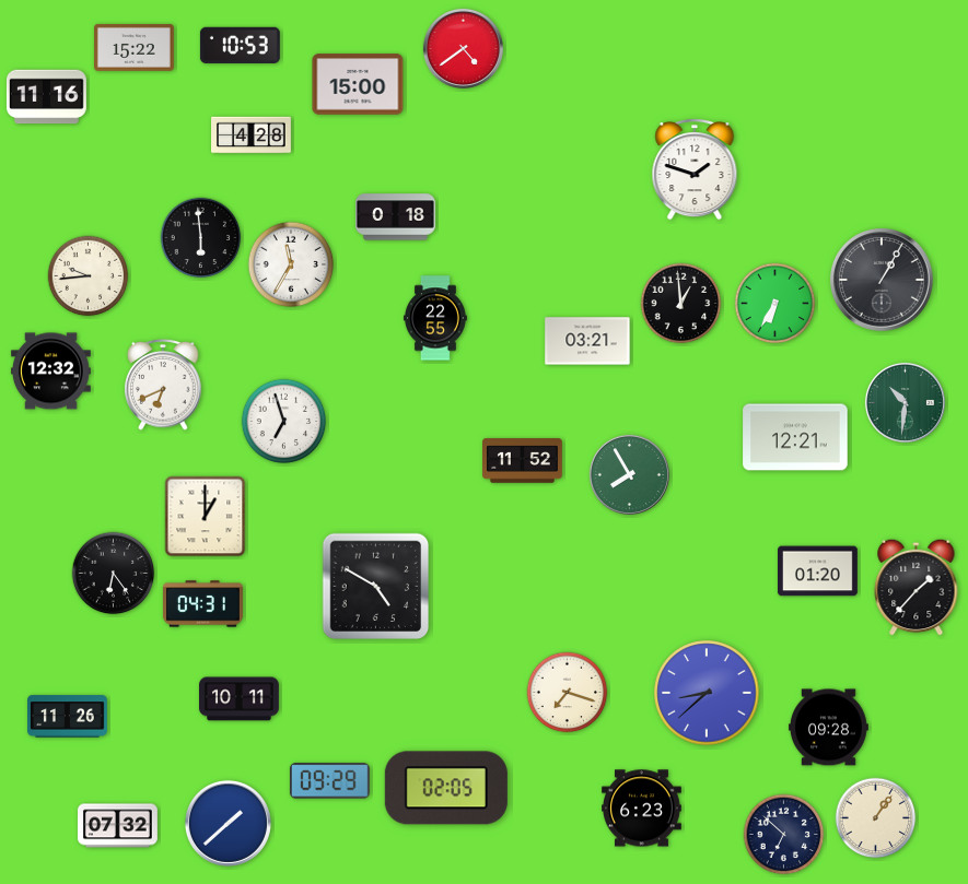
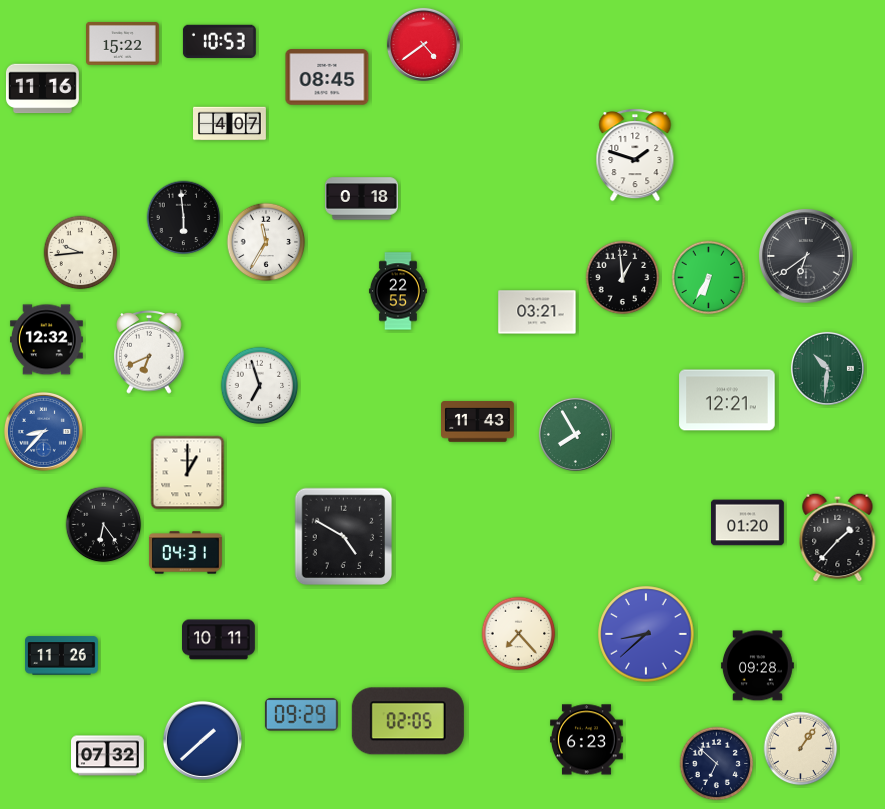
clock at (358, 84): 15:00 -> 08:45
clock at (252, 135): 4:28 -> 4:07
clock at (882, 280): 1:05 -> 6:39
clock at (523, 461): 11:52 -> 11:43
clock at (43, 431): none -> 8:37
clock at (568, 693): 7:18 -> 7:23
clock at (228, 823) position: (228, 823) -> (202, 740)
